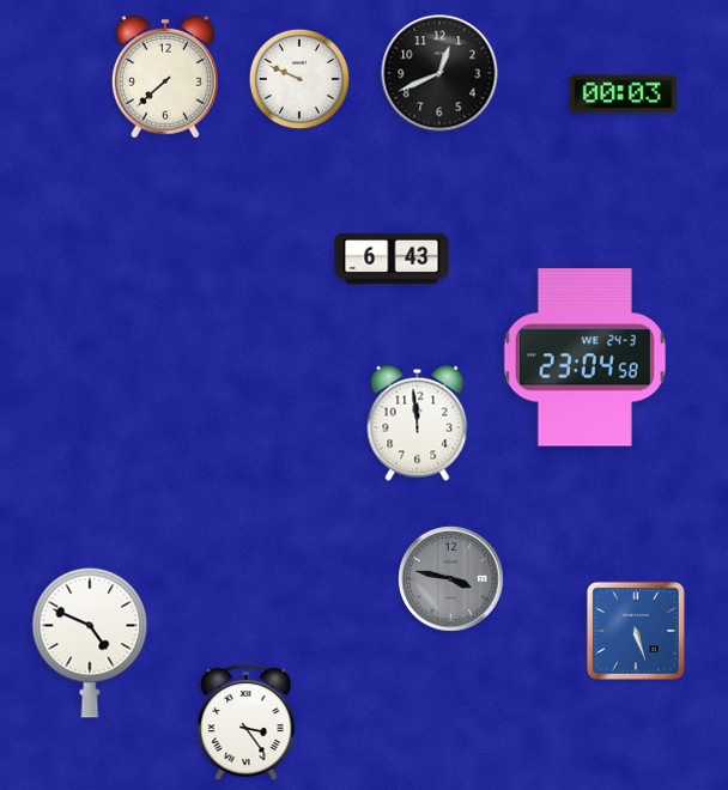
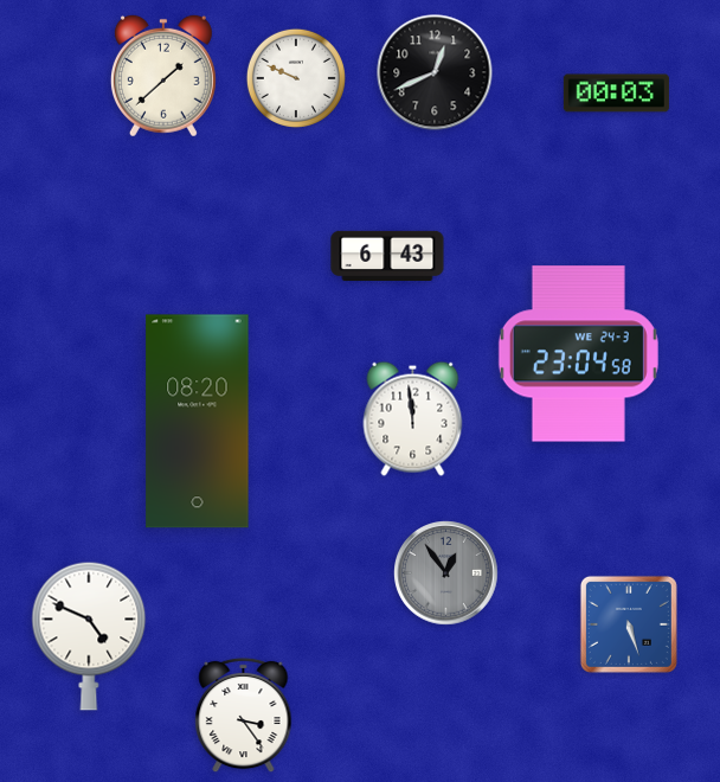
clock at (165, 77): 7:38 -> 1:38
clock at (198, 422): none -> 08:20
clock at (451, 579): 3:47 -> 12:54
